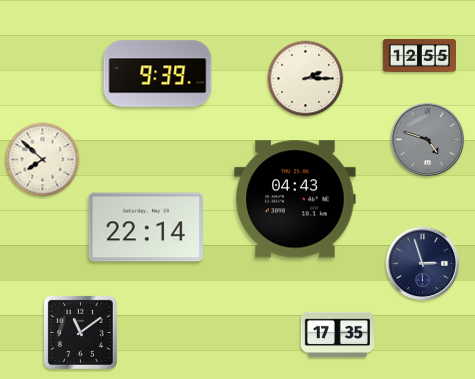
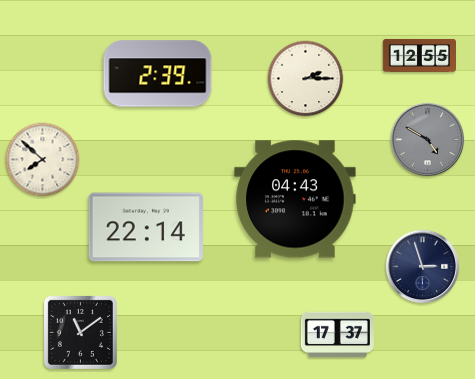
clock at (158, 74): 9:39 -> 2:39
clock at (428, 140): 4:48 -> 4:50
clock at (423, 264) position: (423, 264) -> (423, 267)
clock at (337, 335): 17:35 -> 17:37
